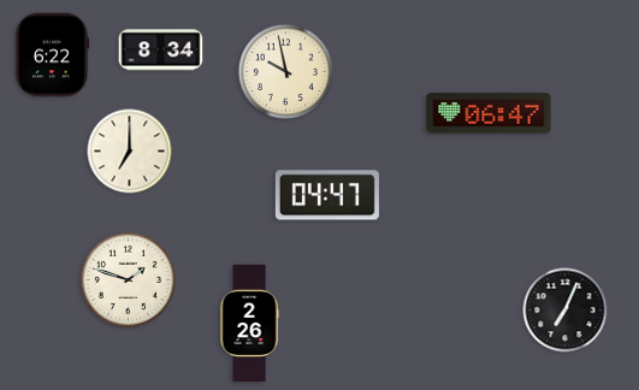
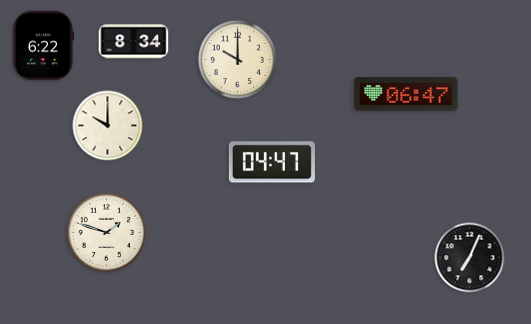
clock at (285, 71): 9:58 -> 10:00
clock at (130, 152): 7:00 -> 10:00
clock at (249, 324): 2:26 -> none
